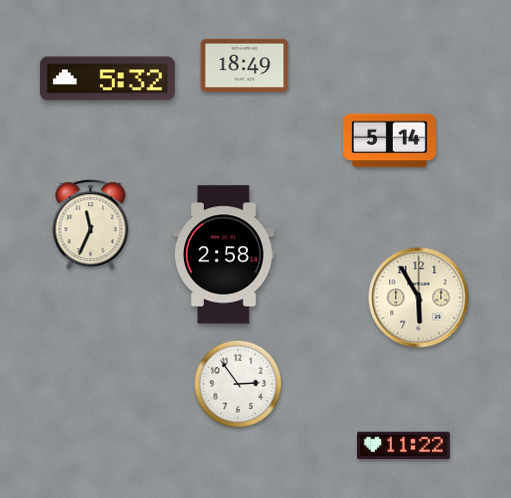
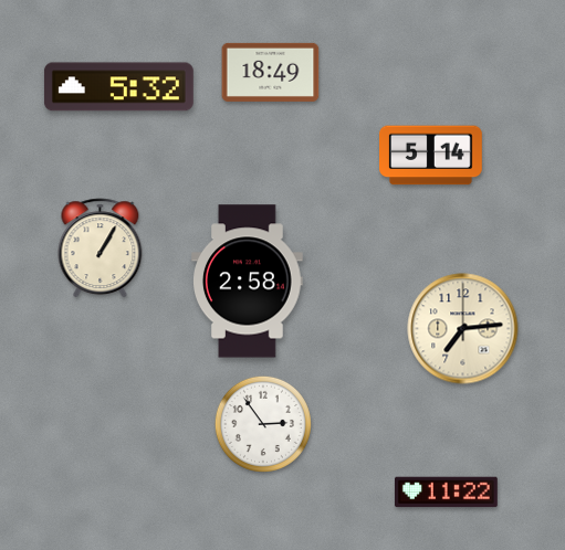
clock at (91, 225): 11:34 -> 1:05
clock at (419, 298): 5:55 -> 7:14
